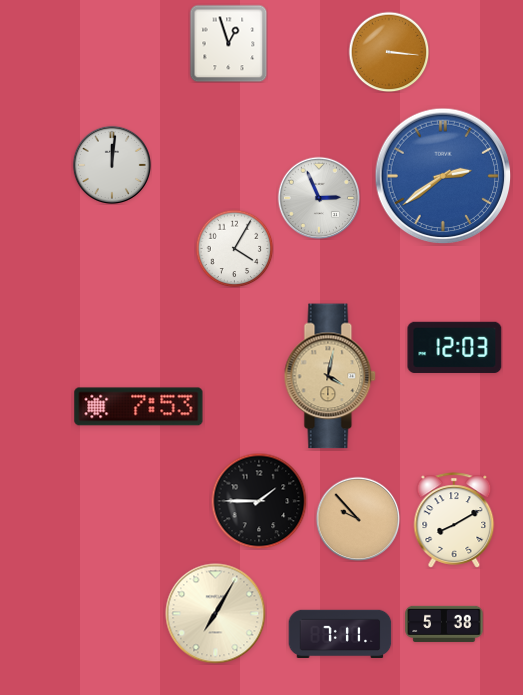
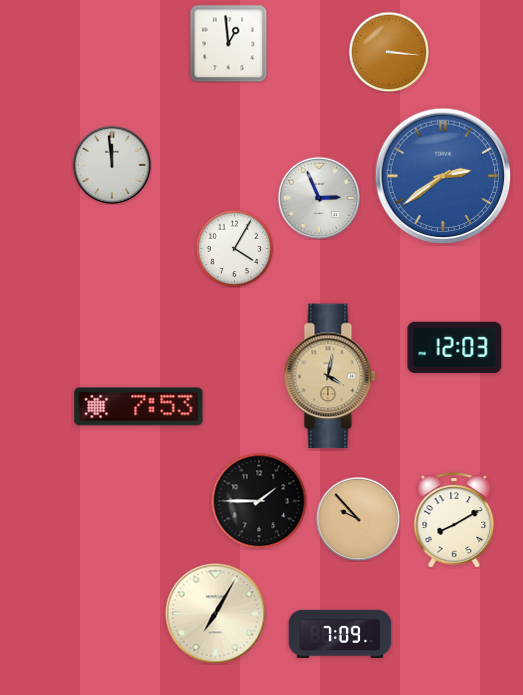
clock at (228, 43): 12:57 -> 12:59
clock at (112, 165): 12:01 -> 11:59
clock at (444, 624): 5:38 -> none
clock at (340, 633): 7:11 -> 7:09
